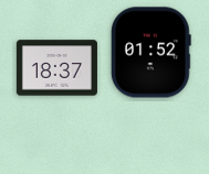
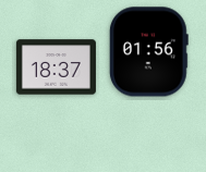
clock at (150, 53): 01:52 -> 01:56
